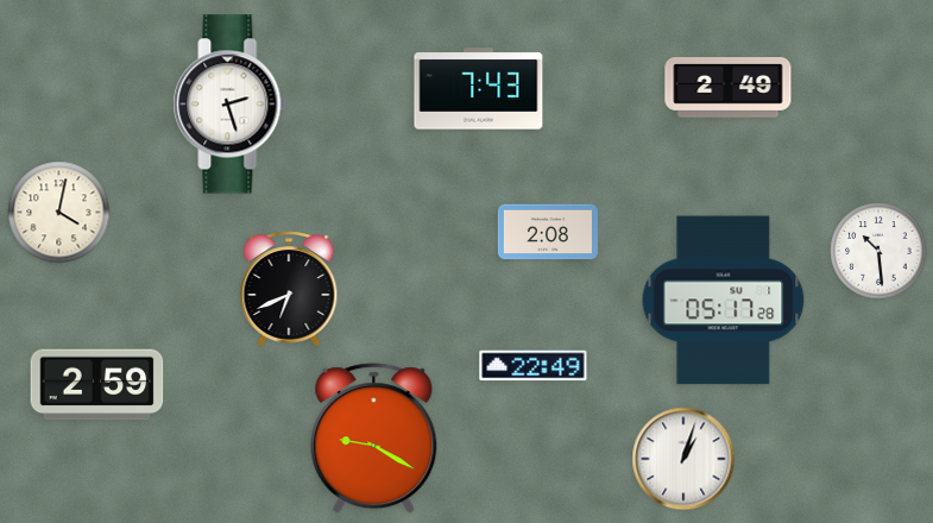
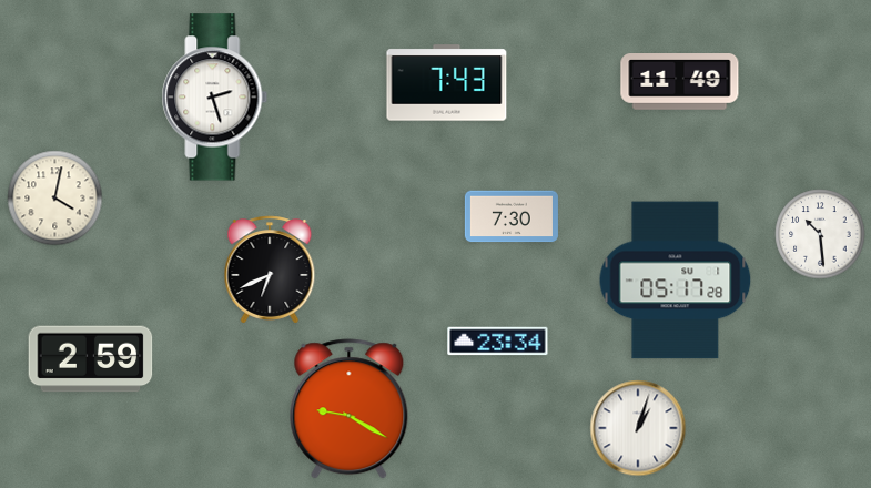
clock at (729, 88): 2:49 -> 11:49
clock at (548, 232): 2:08 -> 7:30
clock at (534, 366): 22:49 -> 23:34
